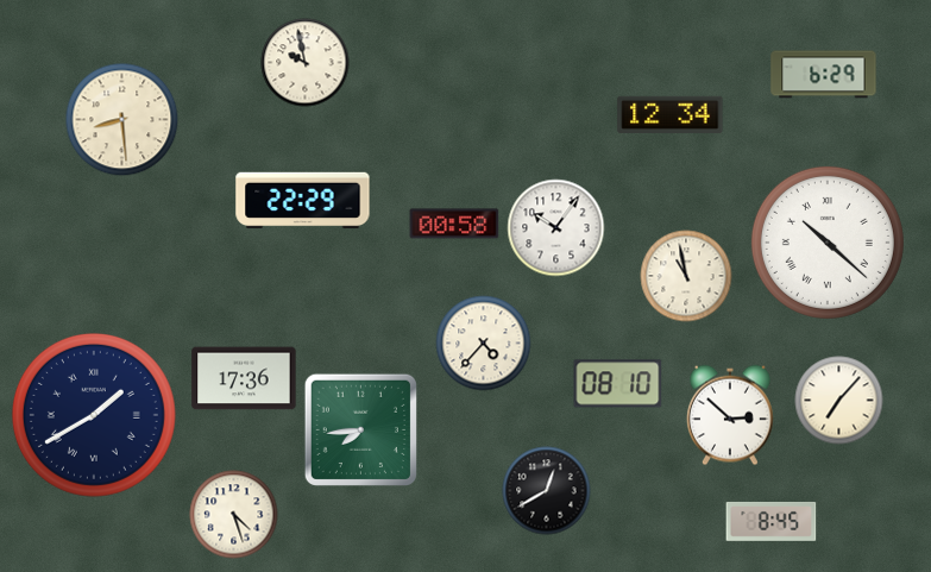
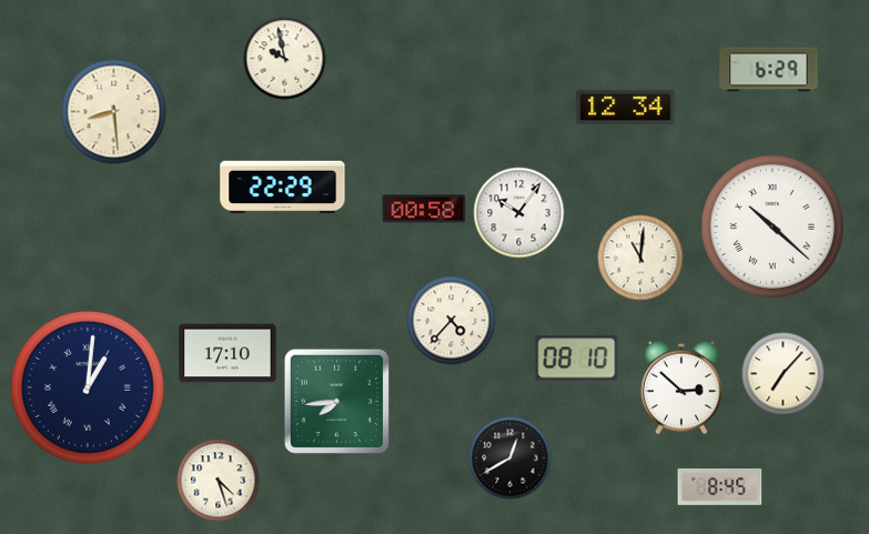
clock at (686, 276): 10:58 -> 11:01
clock at (244, 378): 17:36 -> 17:10
clock at (94, 415): 1:40 -> 1:01
